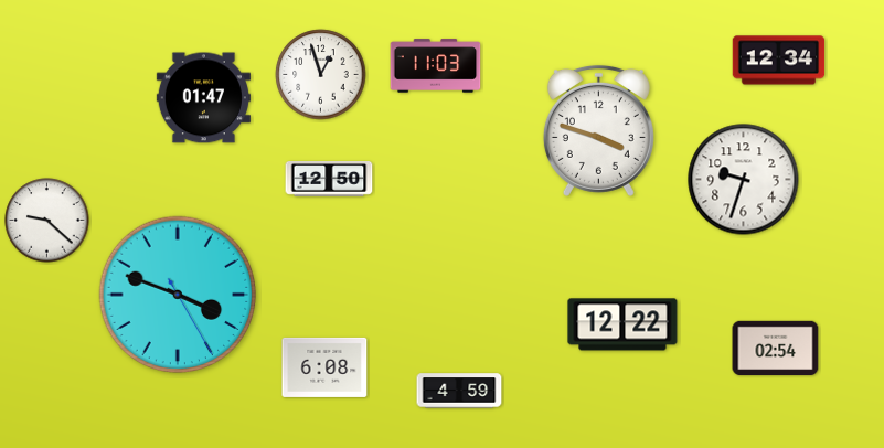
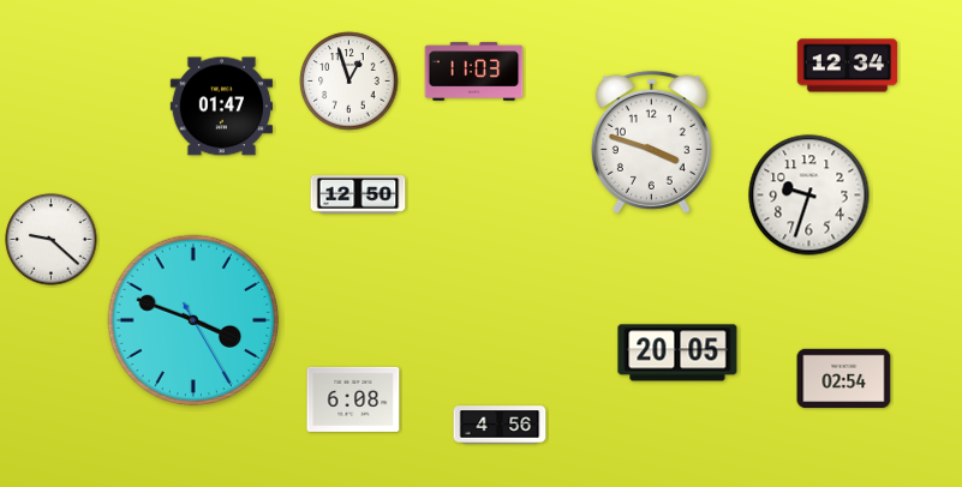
clock at (622, 324): 12:22 -> 20:05
clock at (459, 391): 4:59 -> 4:56
